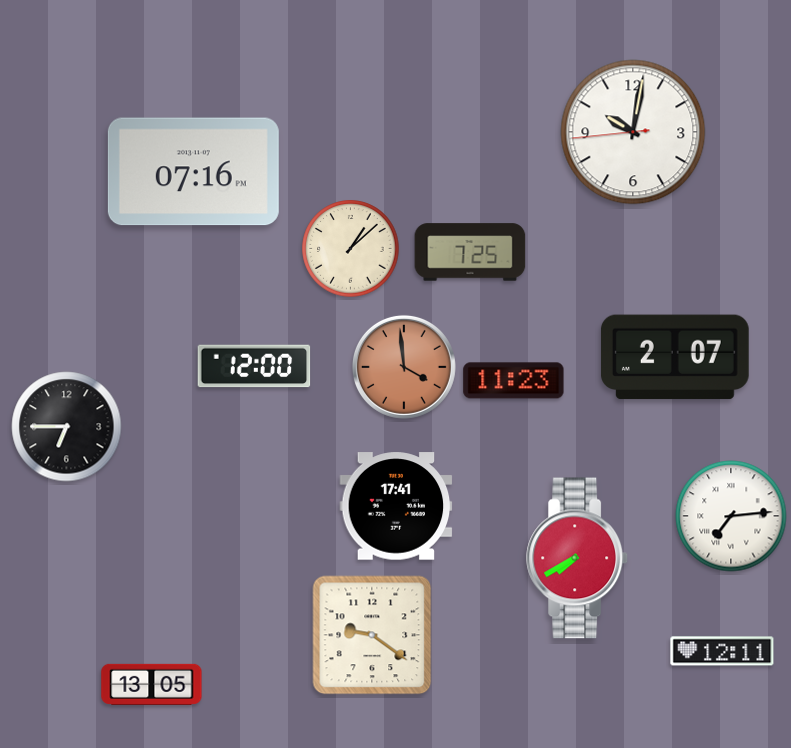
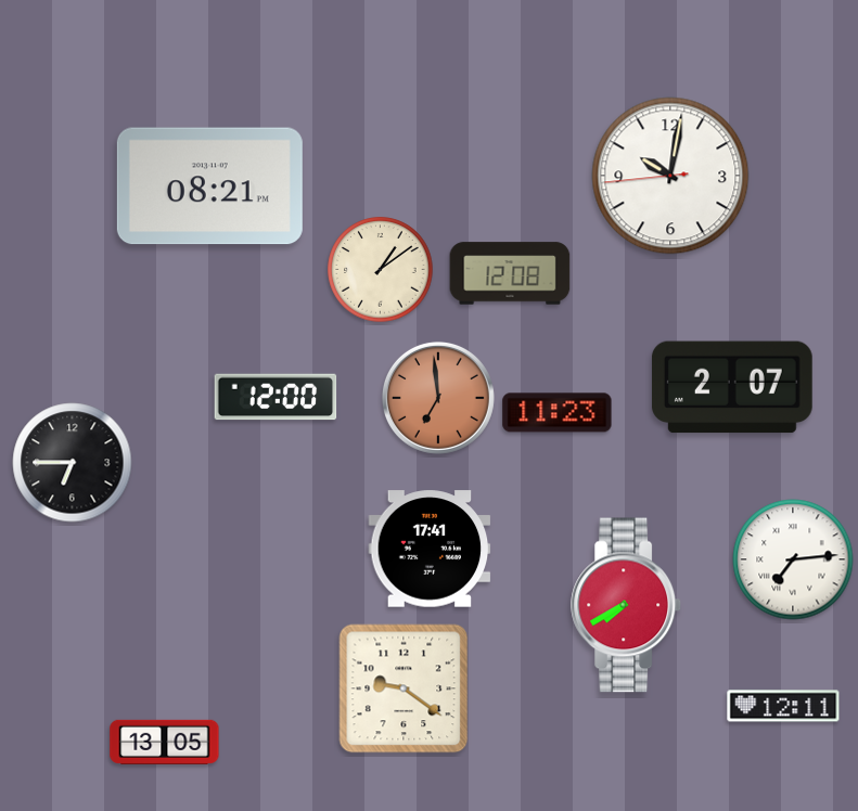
clock at (633, 132) position: (633, 132) -> (670, 176)
clock at (193, 172): 07:16 -> 08:21
clock at (351, 249): 1:08 -> 1:09
clock at (470, 252): 7:25 -> 12:08
clock at (404, 367): 3:59 -> 6:59
